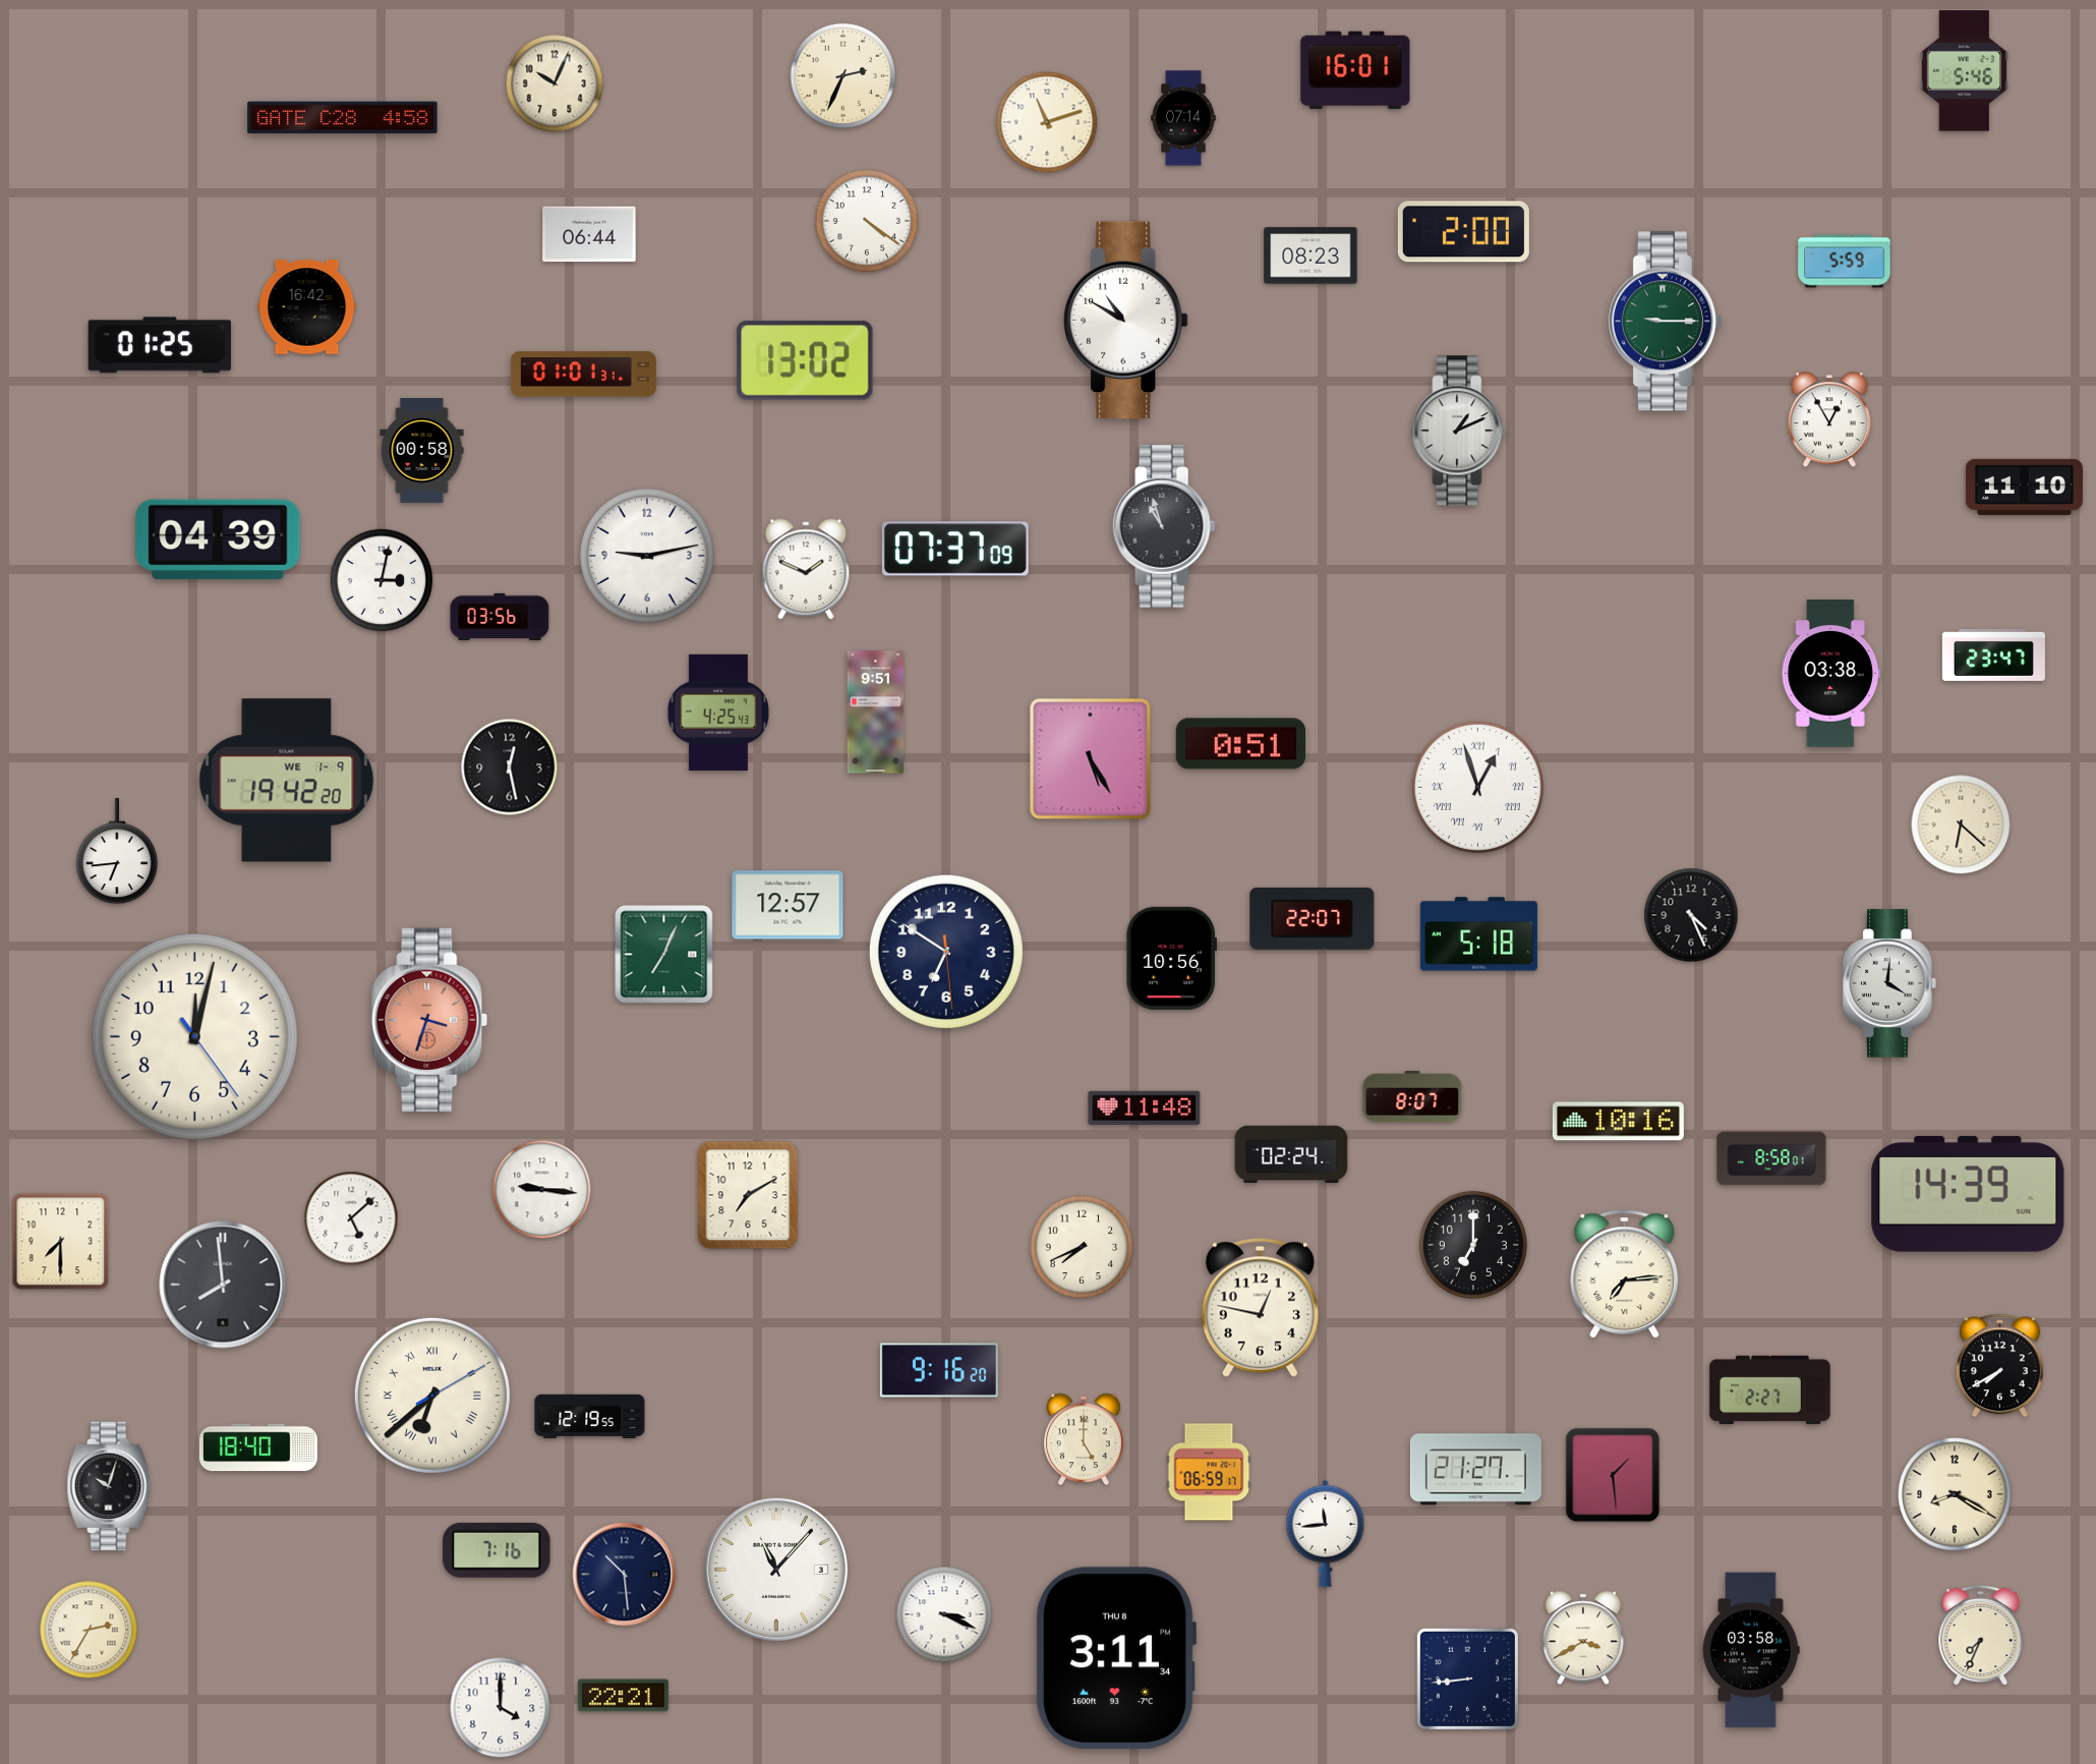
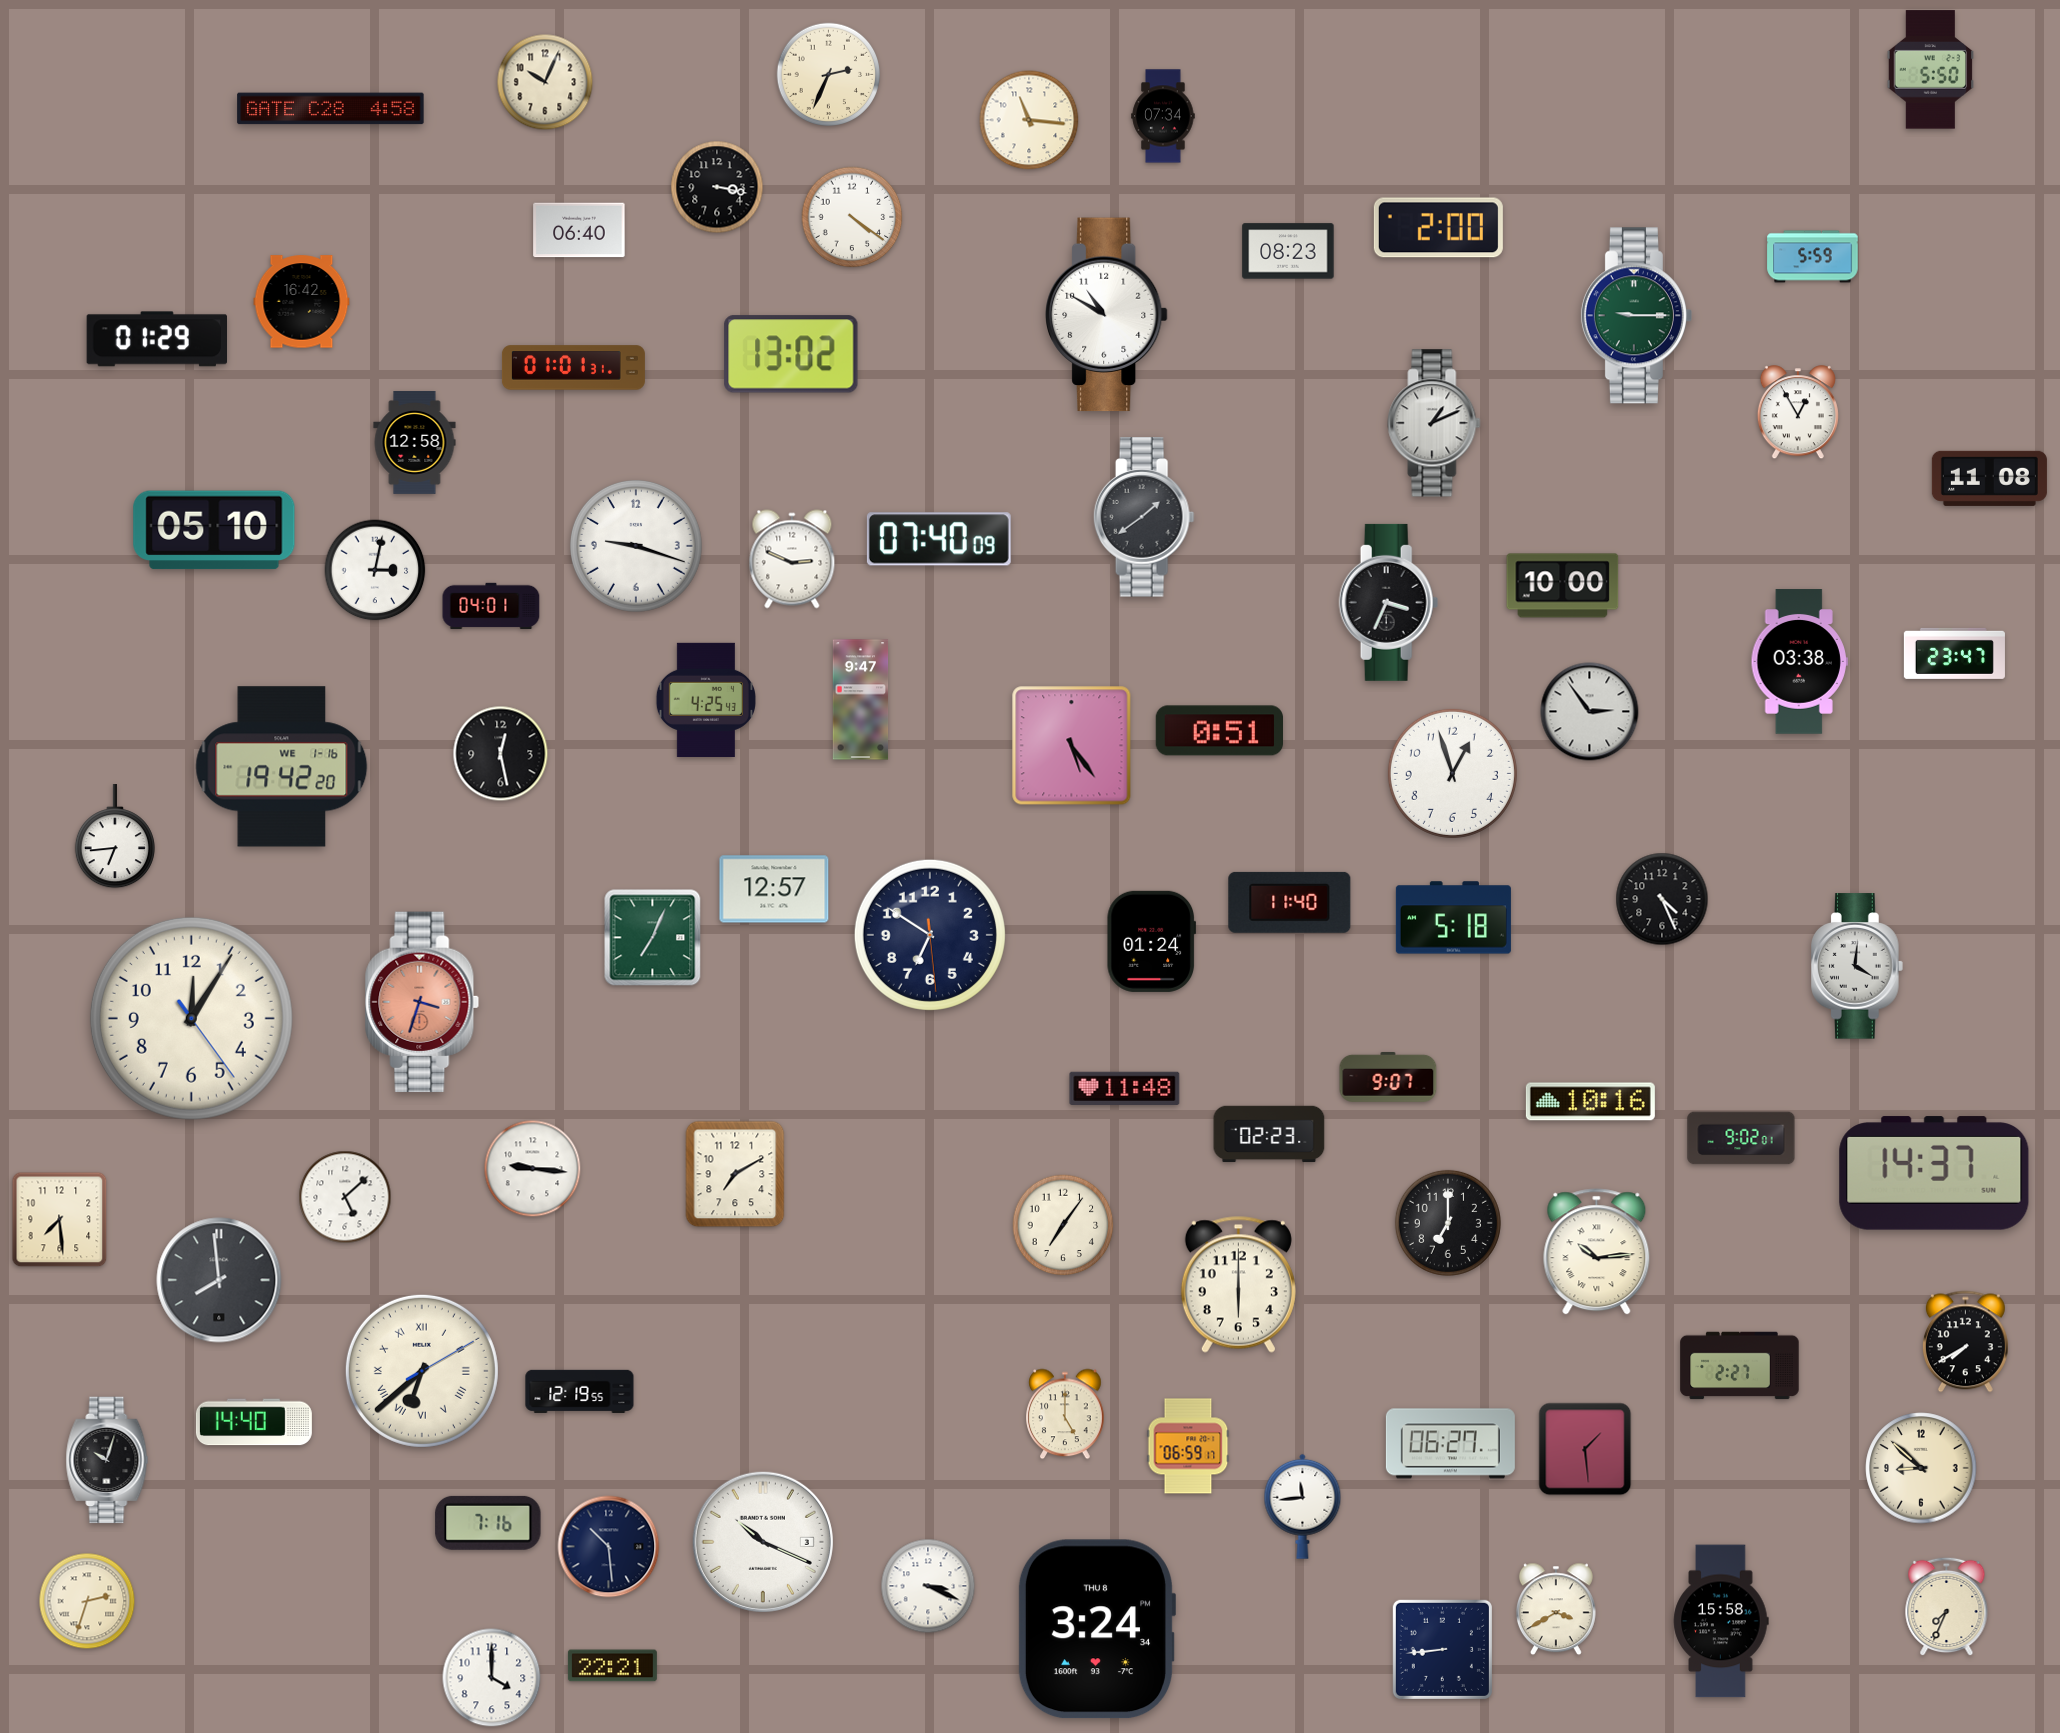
clock at (1355, 70): 16:01 -> none
clock at (1965, 71): 5:46 -> 5:50
clock at (343, 118) position: (343, 118) -> (331, 109)
clock at (1183, 118): 07:14 -> 07:34
clock at (1047, 122): 11:12 -> 11:16
clock at (717, 187): none -> 3:17
clock at (589, 234): 06:44 -> 06:40
clock at (159, 345): 01:25 -> 01:29
clock at (422, 451): 00:58 -> 12:58
clock at (2024, 487): 11:10 -> 11:08
clock at (1164, 526): 10:57 -> 1:39
clock at (218, 539): 04:39 -> 05:10
clock at (955, 549): 07:37 -> 07:40
clock at (647, 556): 9:13 -> 9:18
clock at (806, 569): 1:49 -> 2:49
clock at (1563, 586): none -> 10:00
clock at (1389, 602): none -> 3:34
clock at (500, 617): 03:56 -> 04:01
clock at (1993, 655) position: (1993, 655) -> (1954, 653)
clock at (876, 713): 9:51 -> 9:47
clock at (1590, 712): none -> 2:54
clock at (1091, 759): 5:25 -> 5:24
clock at (287, 781) date: WE 1-9 -> WE 1-16
clock at (1477, 787) numerals: Roman -> Arabic
clock at (1961, 824): 6:22 -> none
clock at (1313, 918): 22:07 -> 11:40
clock at (1171, 958): 10:56 -> 01:24
clock at (194, 1036): 12:02 -> 12:05
clock at (1412, 1096): 8:07 -> 9:07
clock at (1291, 1154): 02:24 -> 02:23
clock at (1771, 1158): 8:58 -> 9:02
clock at (1968, 1194): 14:39 -> 14:37
clock at (61, 1242): 7:30 -> 7:29
clock at (1082, 1247): 7:41 -> 7:06
clock at (1625, 1274): 7:14 -> 10:14
clock at (223, 1285) position: (223, 1285) -> (219, 1280)
clock at (1260, 1307): 12:47 -> 6:00
clock at (939, 1370): 9:16 -> none
clock at (432, 1396) position: (432, 1396) -> (422, 1371)
clock at (258, 1447): 18:40 -> 14:40
clock at (1475, 1470): 21:27 -> 06:27
clock at (1955, 1494): 8:20 -> 8:52
clock at (776, 1570): 11:07 -> 10:19
clock at (625, 1575) position: (625, 1575) -> (609, 1547)
clock at (89, 1630): 2:35 -> 2:33
clock at (1751, 1650): 03:58 -> 15:58
clock at (1115, 1658): 3:11 -> 3:24
